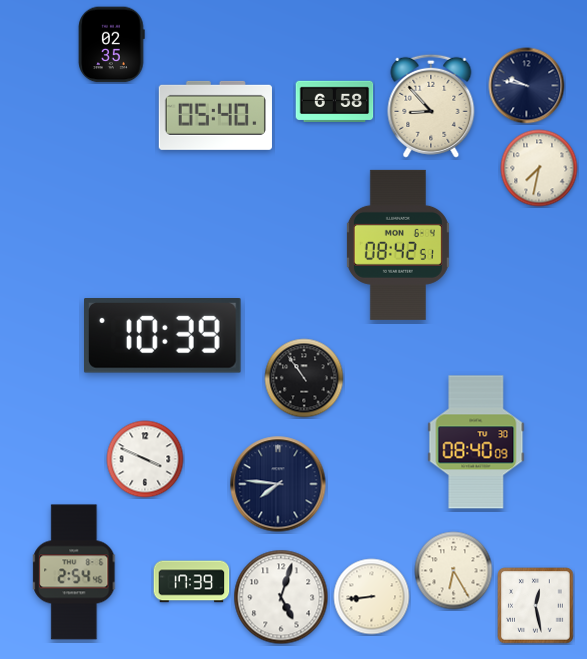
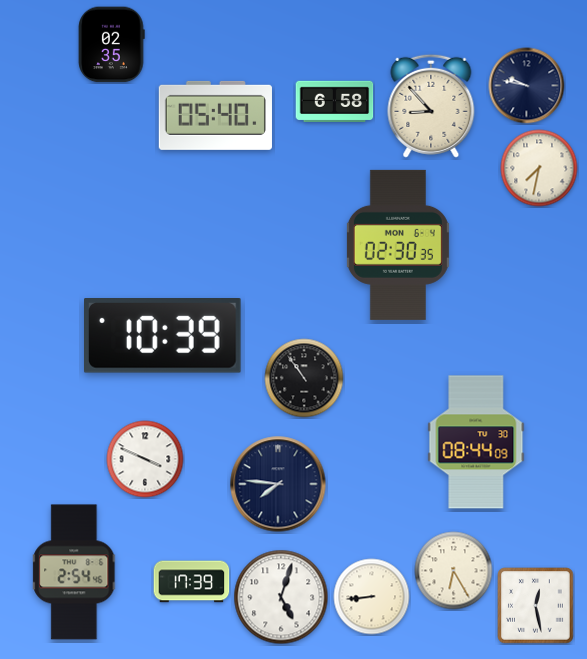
clock at (398, 245): 08:42 -> 02:30
clock at (476, 442): 08:40 -> 08:44
